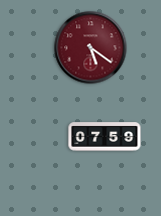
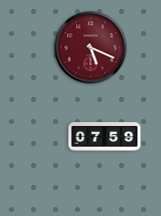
clock at (91, 48): 5:21 -> 5:19
